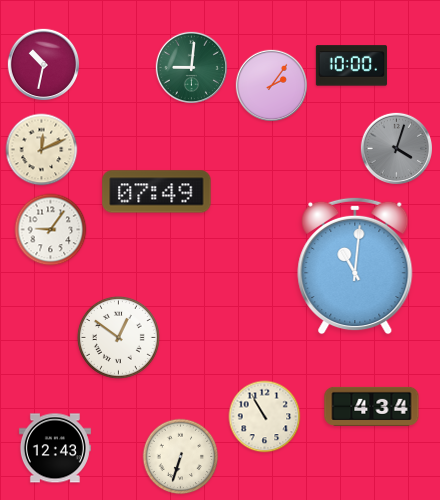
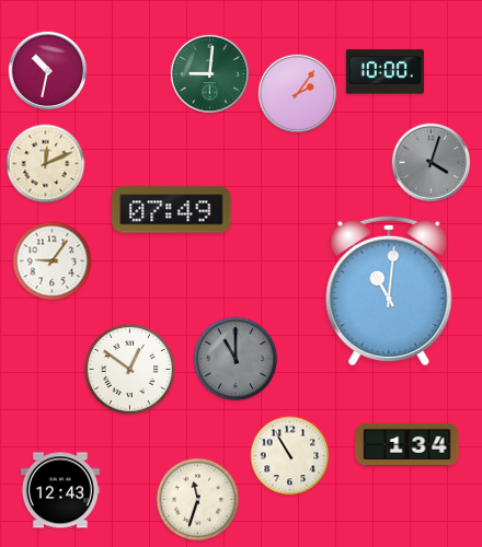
clock at (396, 148) position: (396, 148) -> (431, 162)
clock at (51, 230) position: (51, 230) -> (53, 261)
clock at (236, 359): none -> 11:00
clock at (372, 406): 4:34 -> 1:34
clock at (181, 457): 6:33 -> 11:33
